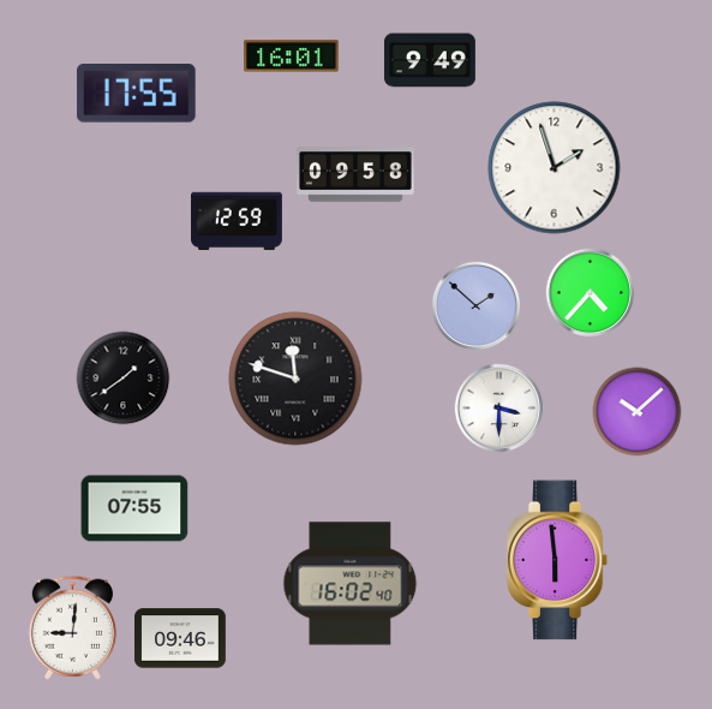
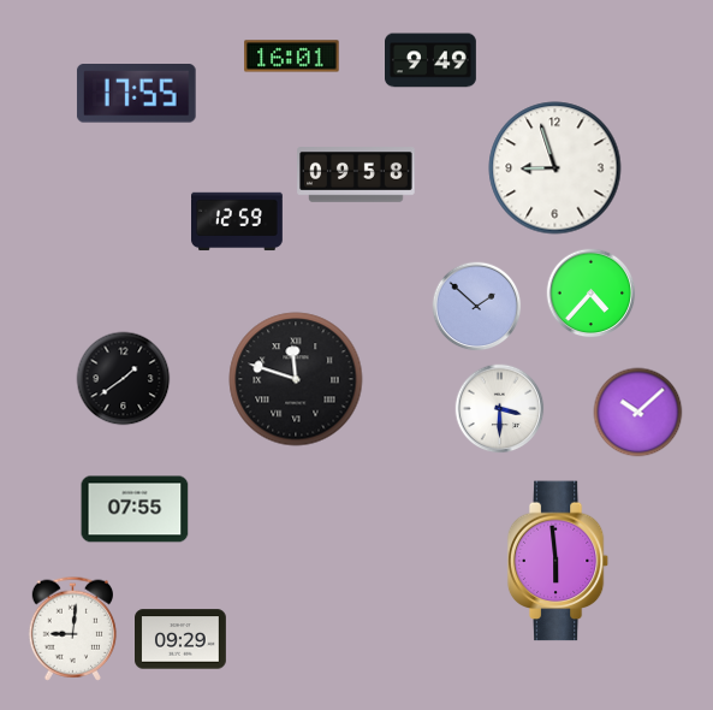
clock at (555, 168): 1:57 -> 8:57
clock at (351, 584): 16:02 -> none
clock at (181, 638): 09:46 -> 09:29
